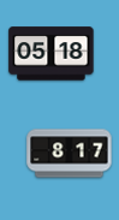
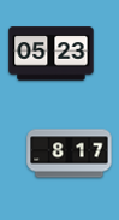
clock at (52, 54): 05:18 -> 05:23
